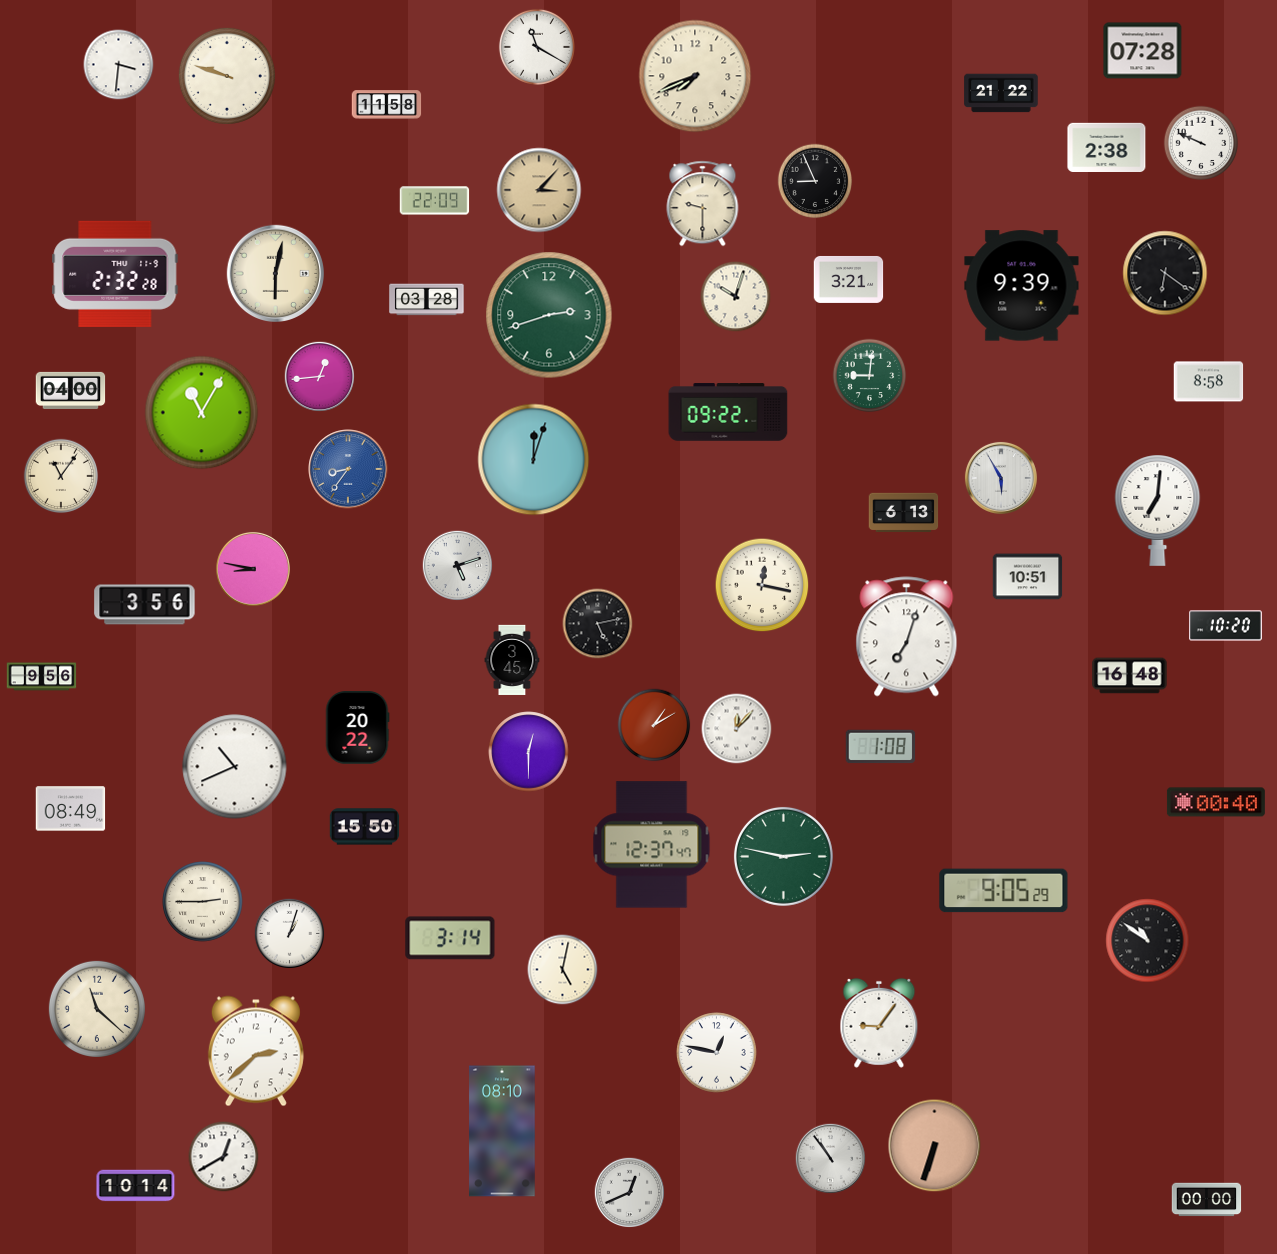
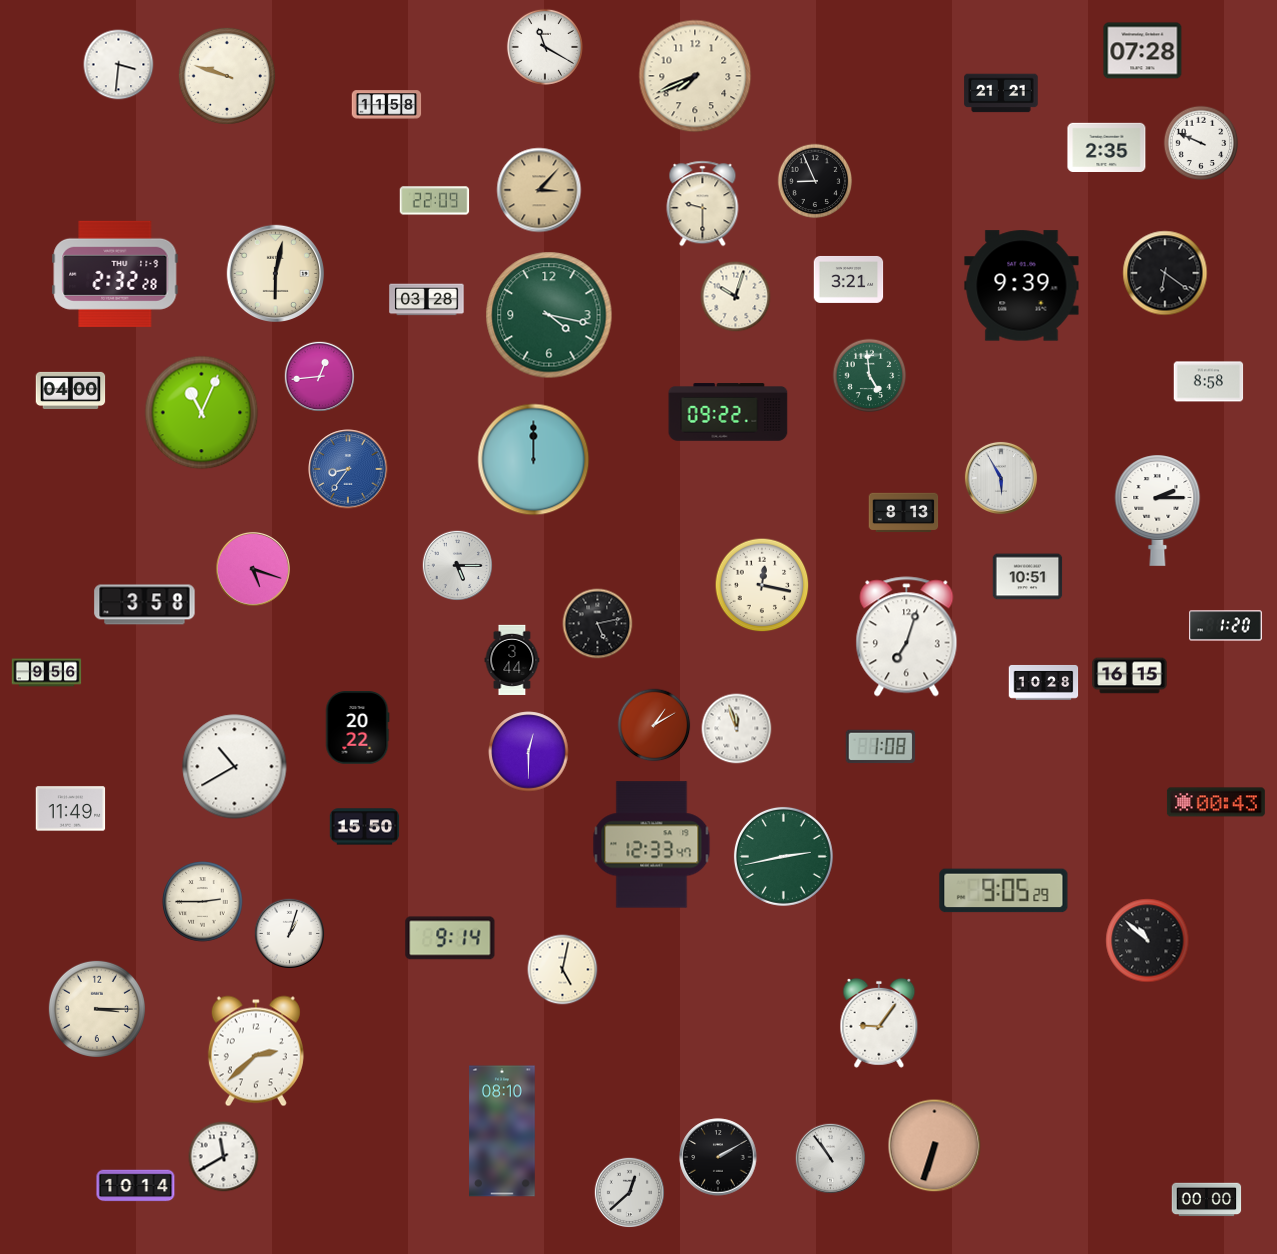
clock at (537, 47) position: (537, 47) -> (545, 47)
clock at (1001, 93): 21:22 -> 21:21
clock at (1107, 148): 2:38 -> 2:35
clock at (549, 315): 2:42 -> 4:17
clock at (870, 376): 9:01 -> 4:59
clock at (202, 413): 11:05 -> 11:04
clock at (534, 460): 12:03 -> 12:00
clock at (61, 476): 11:06 -> none
clock at (1158, 510): 7:01 -> 2:15
clock at (904, 513): 6:13 -> 8:13
clock at (457, 565): 5:12 -> 5:15
clock at (253, 569): 8:47 -> 5:18
clock at (145, 605): 3:56 -> 3:58
clock at (1226, 626): 10:20 -> 1:20
clock at (512, 659): 3:45 -> 3:44
clock at (1130, 676): 16:48 -> 16:15
clock at (42, 677) position: (42, 677) -> (47, 673)
clock at (1044, 683): none -> 10:28
clock at (737, 729): 12:07 -> 11:57
clock at (235, 767): 10:41 -> 10:40
clock at (1216, 802): 00:40 -> 00:43
clock at (71, 809): 08:49 -> 11:49
clock at (652, 845): 12:37 -> 12:33
clock at (783, 856): 2:47 -> 2:43
clock at (450, 938): 3:14 -> 9:14
clock at (1148, 941): 10:51 -> 10:52
clock at (97, 1009): 11:22 -> 3:15
clock at (717, 1053): 12:47 -> none
clock at (224, 1157): 12:40 -> 11:40
clock at (718, 1157): none -> 2:10
clock at (629, 1192): 12:41 -> 12:38
